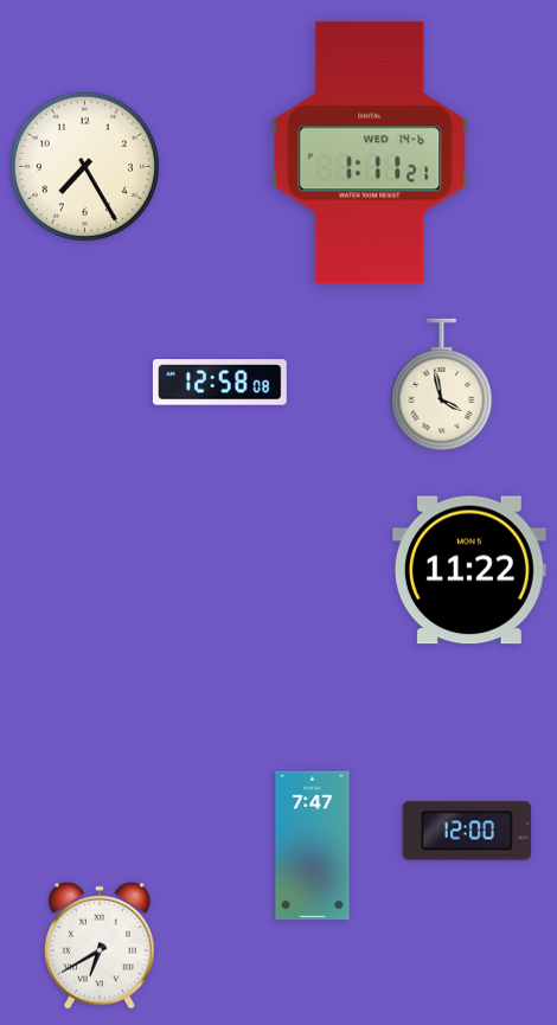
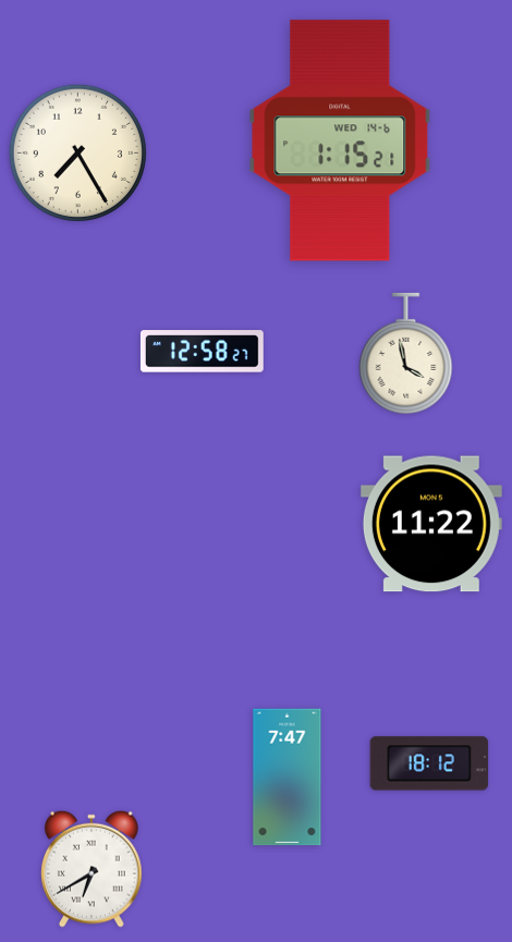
clock at (370, 153): 1:11 -> 1:15
clock at (219, 383): 12:58:08 -> 12:58:27
clock at (467, 831): 12:00 -> 18:12
